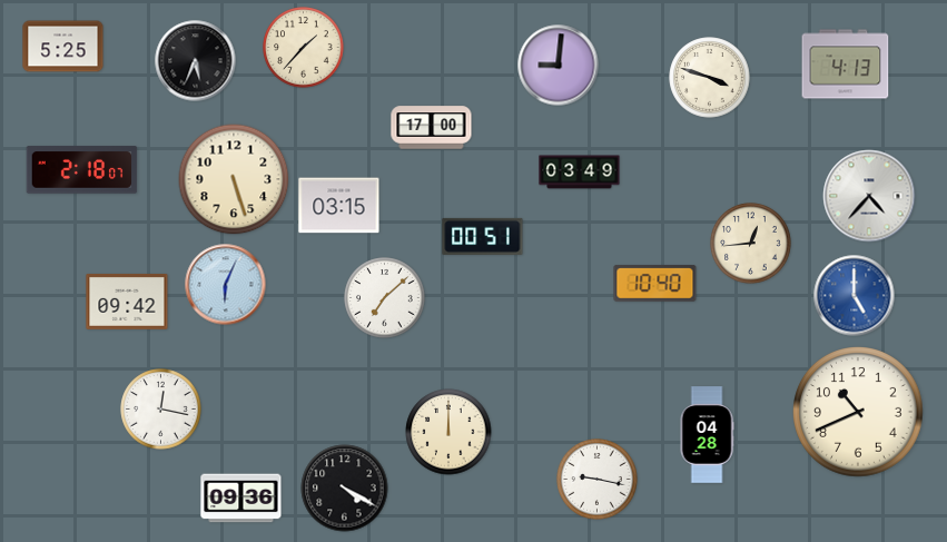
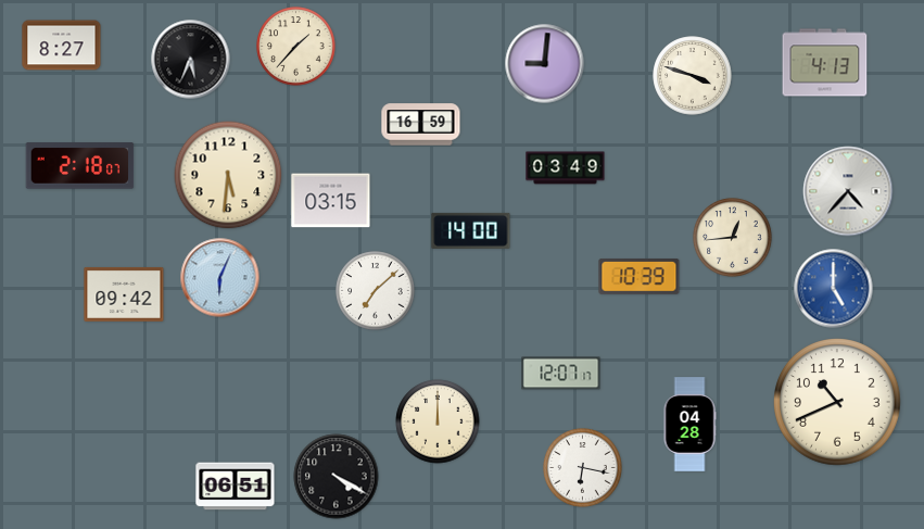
clock at (63, 47): 5:25 -> 8:27
clock at (432, 128): 17:00 -> 16:59
clock at (234, 179): 5:27 -> 5:31
clock at (483, 236): 00:51 -> 14:00
clock at (655, 284): 10:40 -> 10:39
clock at (561, 374): none -> 12:07
clock at (161, 410): 12:17 -> none
clock at (598, 480): 9:17 -> 6:17
clock at (241, 499): 09:36 -> 06:51
